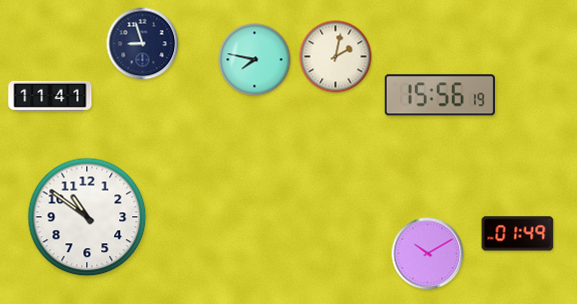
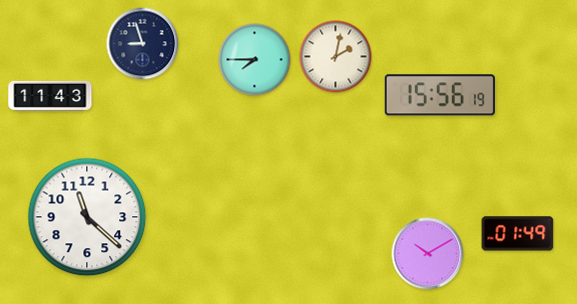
clock at (255, 60): 7:47 -> 7:45
clock at (50, 96): 11:41 -> 11:43
clock at (87, 217): 10:51 -> 11:22
